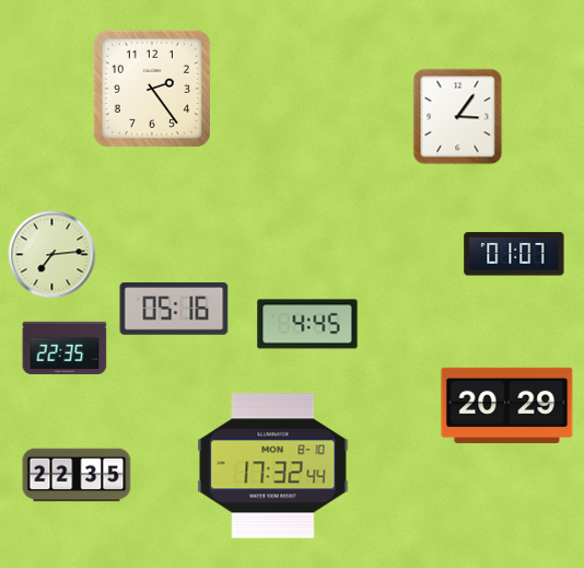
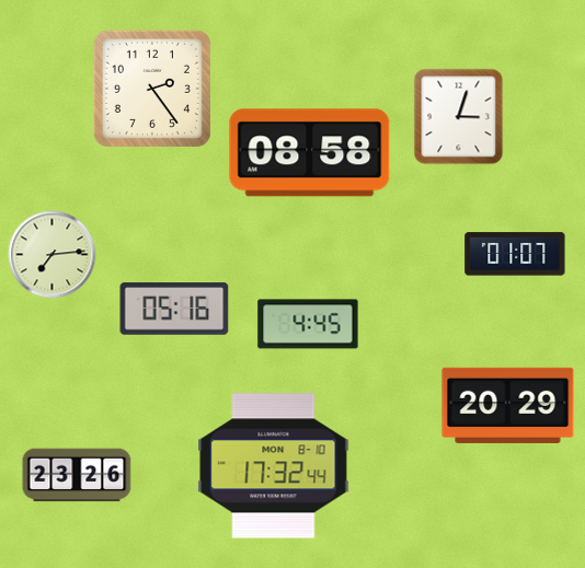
clock at (458, 117): 3:06 -> 3:03
clock at (310, 153): none -> 08:58
clock at (65, 348): 22:35 -> none
clock at (77, 475): 22:35 -> 23:26
